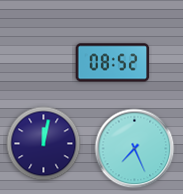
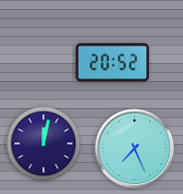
clock at (113, 63): 08:52 -> 20:52
